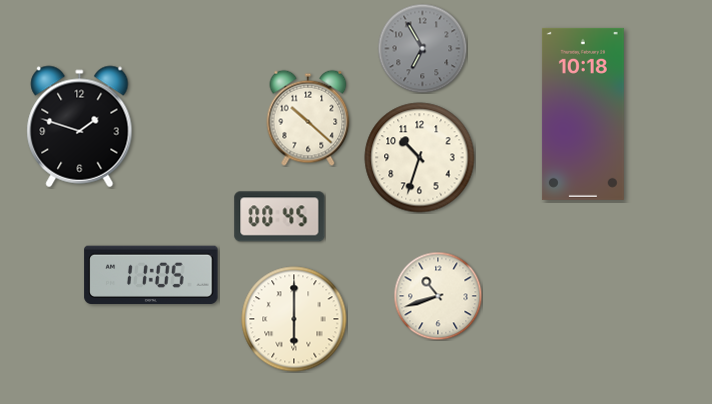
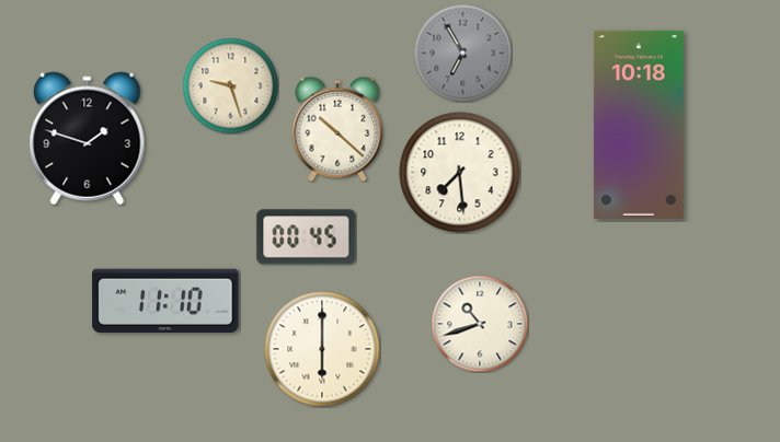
clock at (230, 85): none -> 9:27
clock at (420, 158): 10:33 -> 7:29
clock at (151, 275): 11:05 -> 11:10
